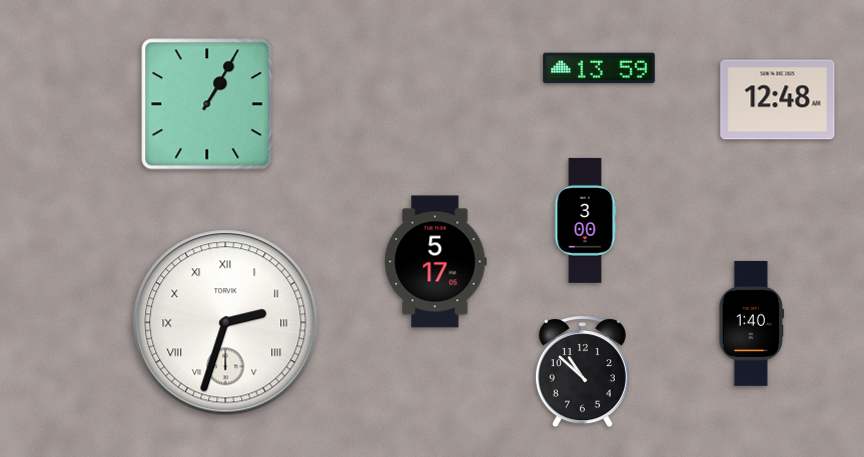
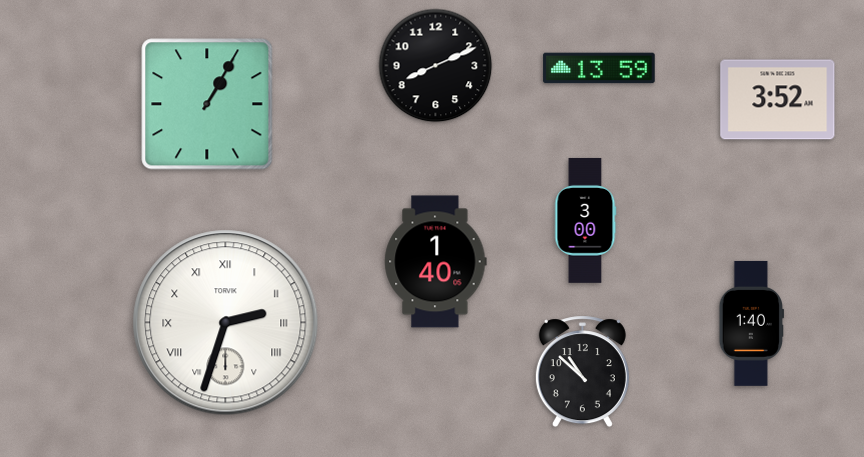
clock at (436, 66): none -> 8:11
clock at (778, 100): 12:48 -> 3:52
clock at (436, 262): 5:17 -> 1:40
